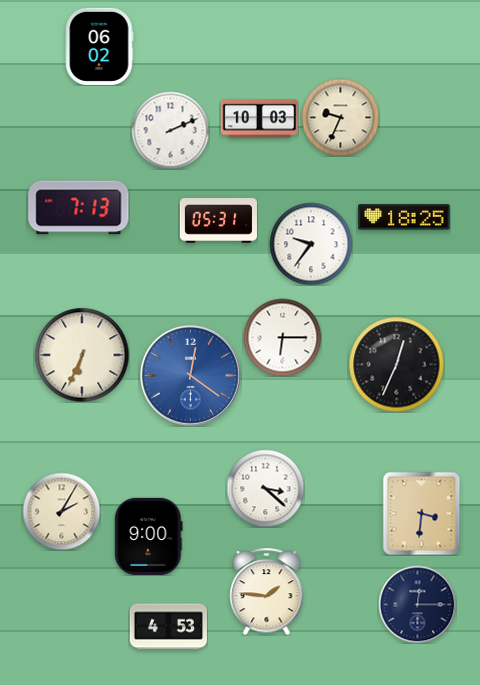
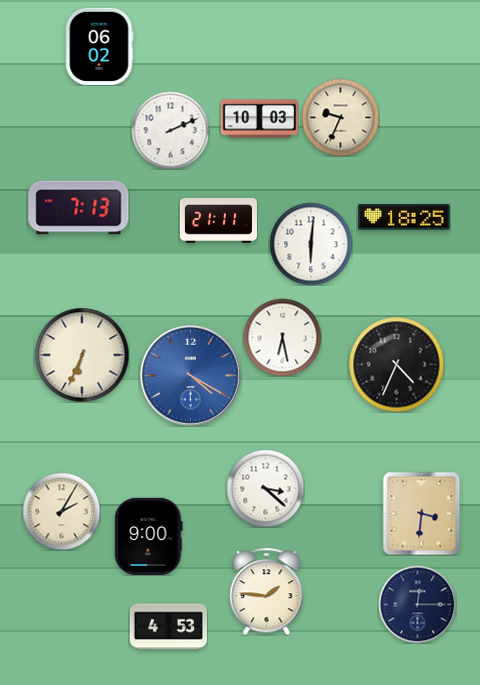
clock at (218, 221): 05:31 -> 21:11
clock at (311, 244): 9:36 -> 6:01
clock at (282, 337): 6:15 -> 6:28
clock at (396, 364): 12:34 -> 4:34
clock at (191, 376): 12:21 -> 4:20
